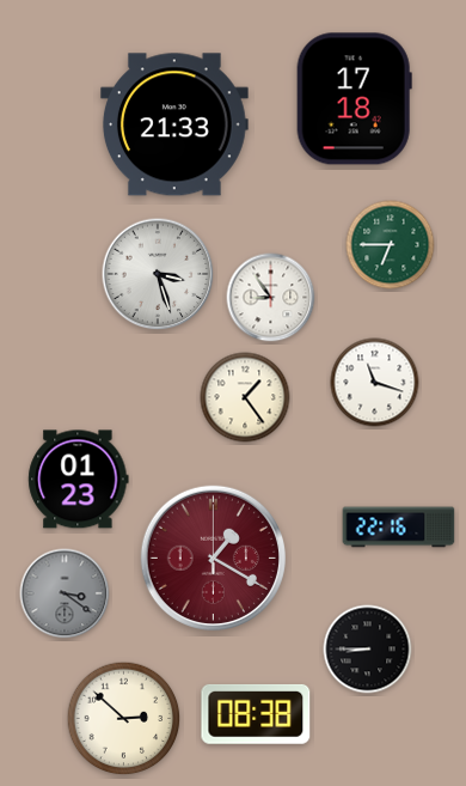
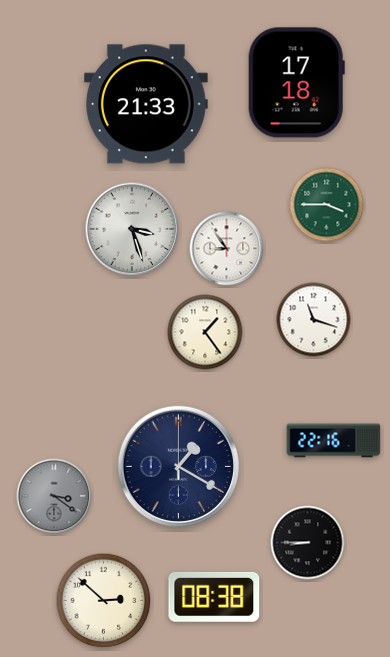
clock at (391, 245): 6:45 -> 3:45
clock at (79, 480): 01:23 -> none
clock at (213, 557) dial: burgundy -> navy
